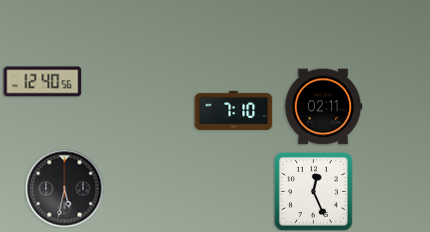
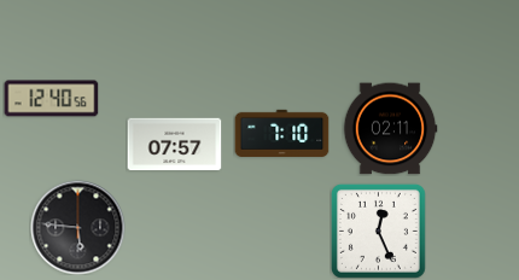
clock at (174, 145): none -> 07:57
clock at (64, 188): 5:32 -> 5:46
